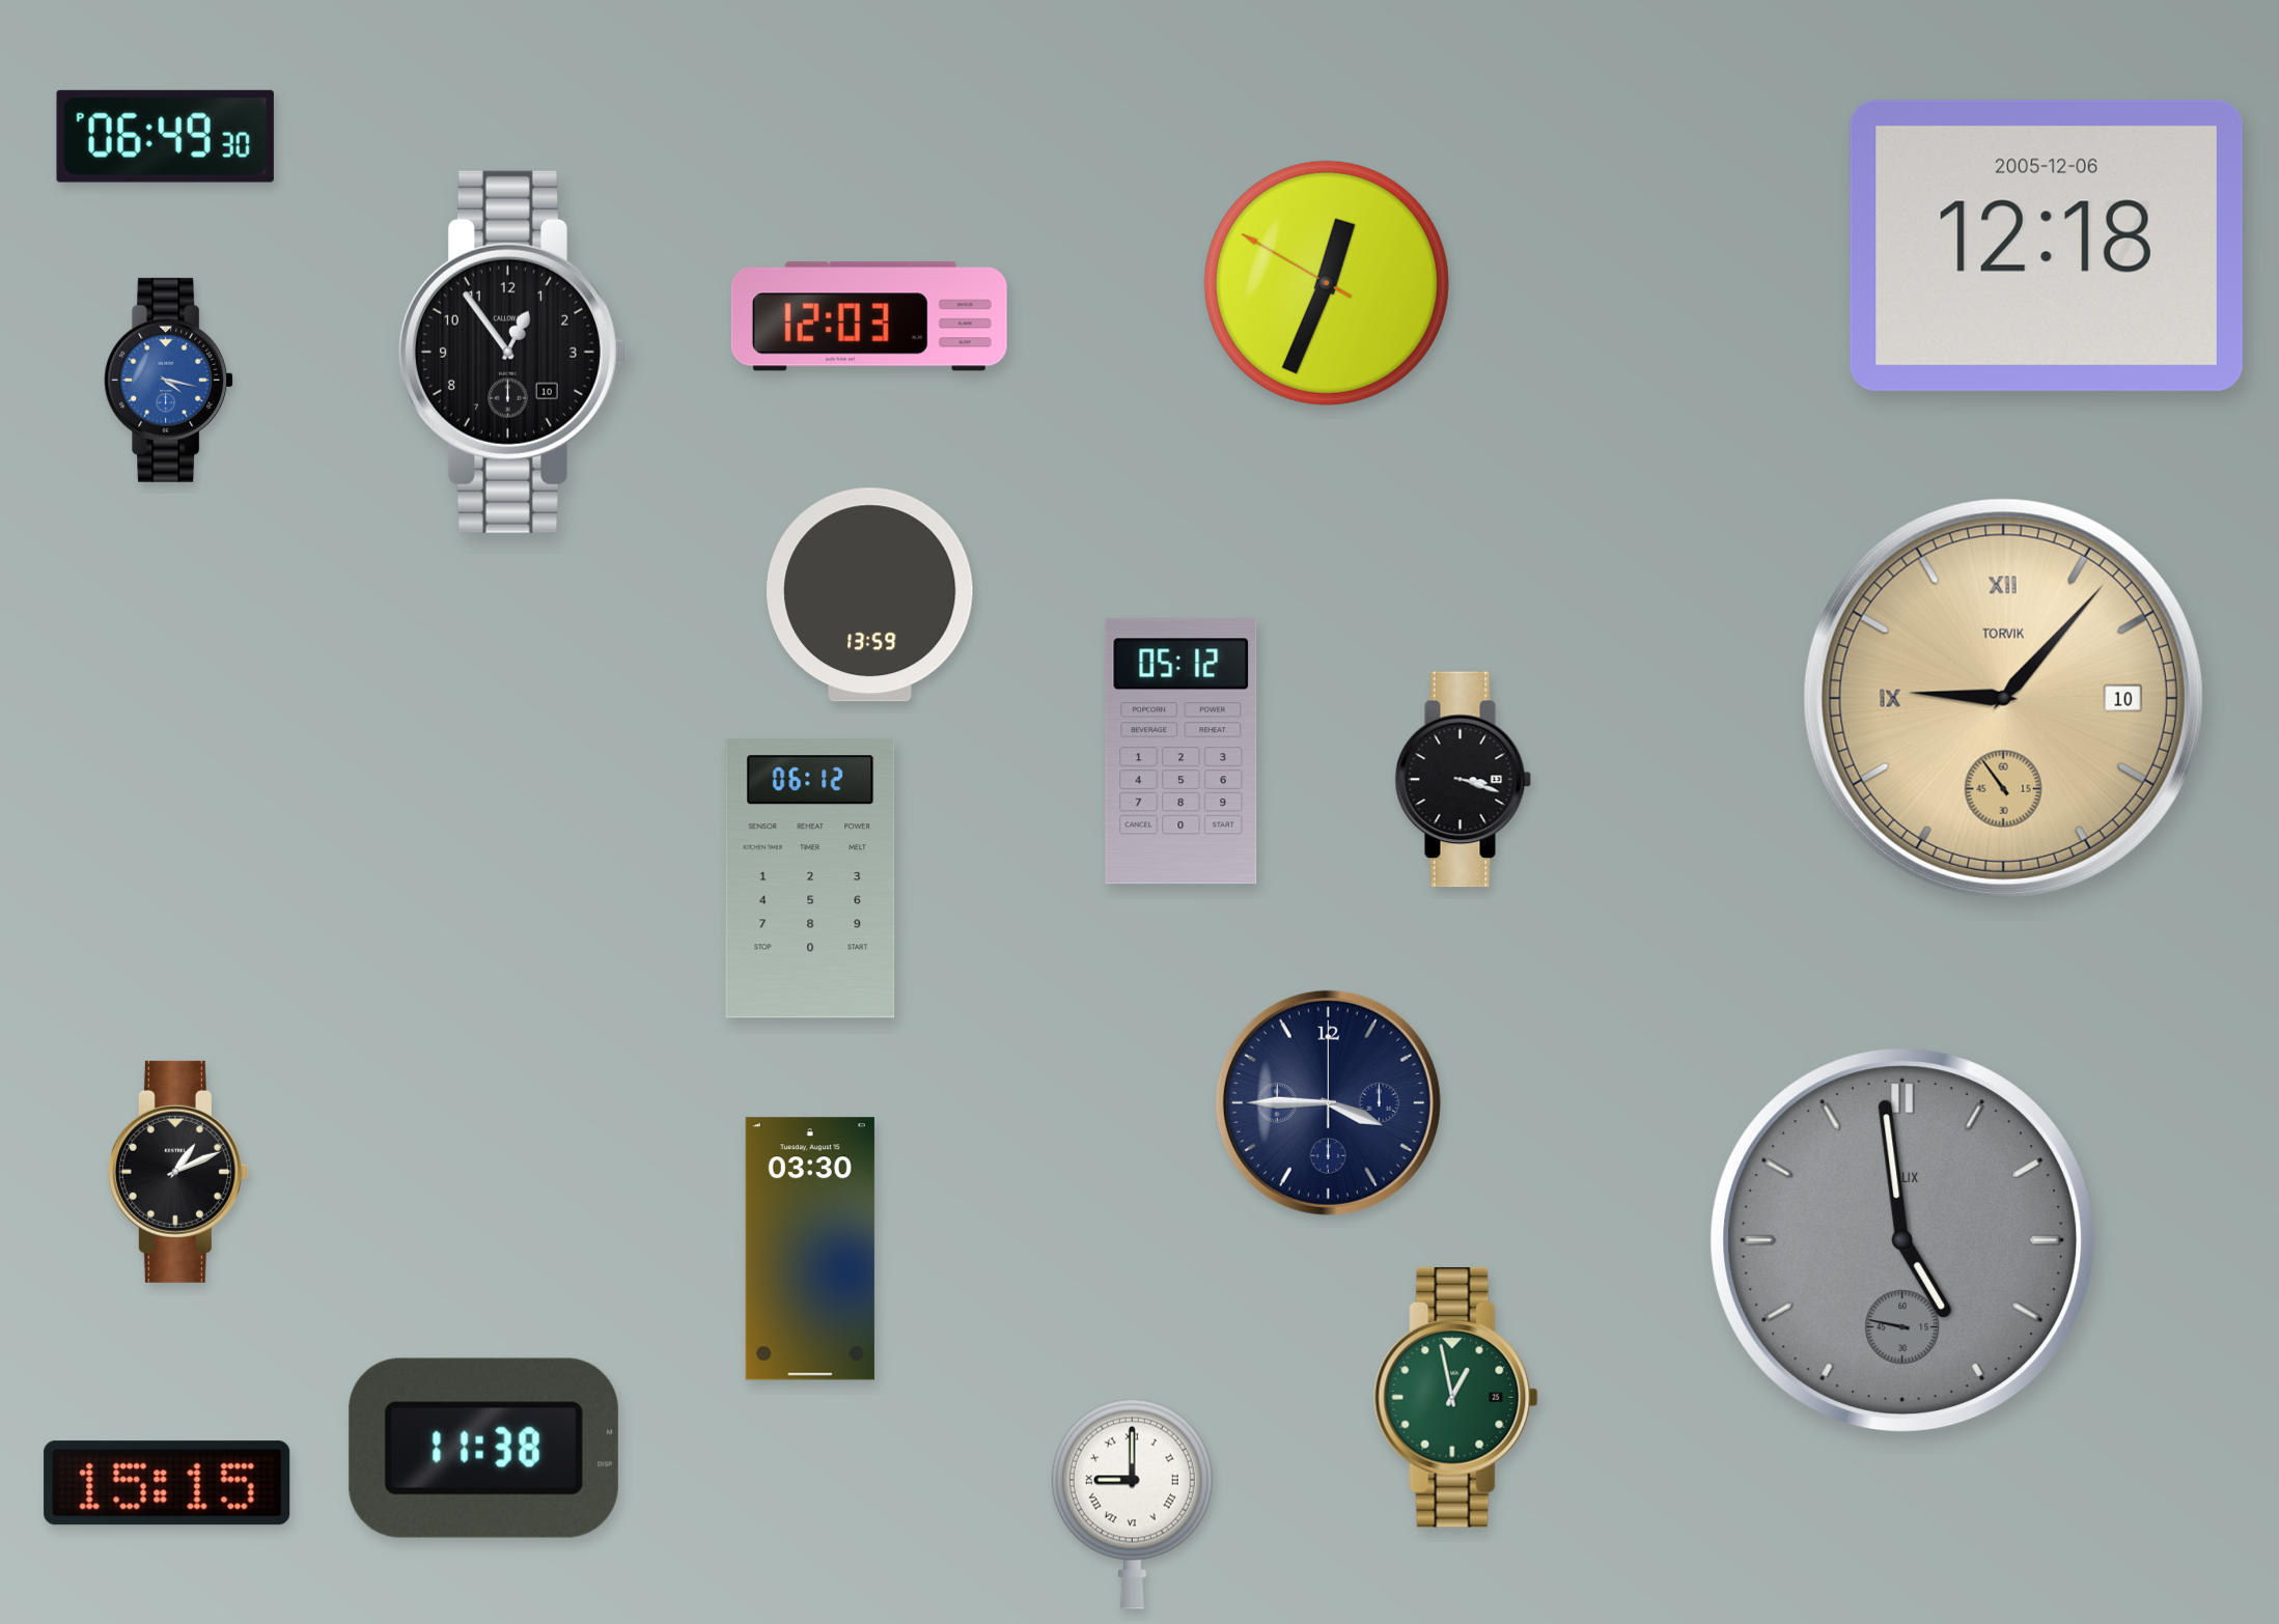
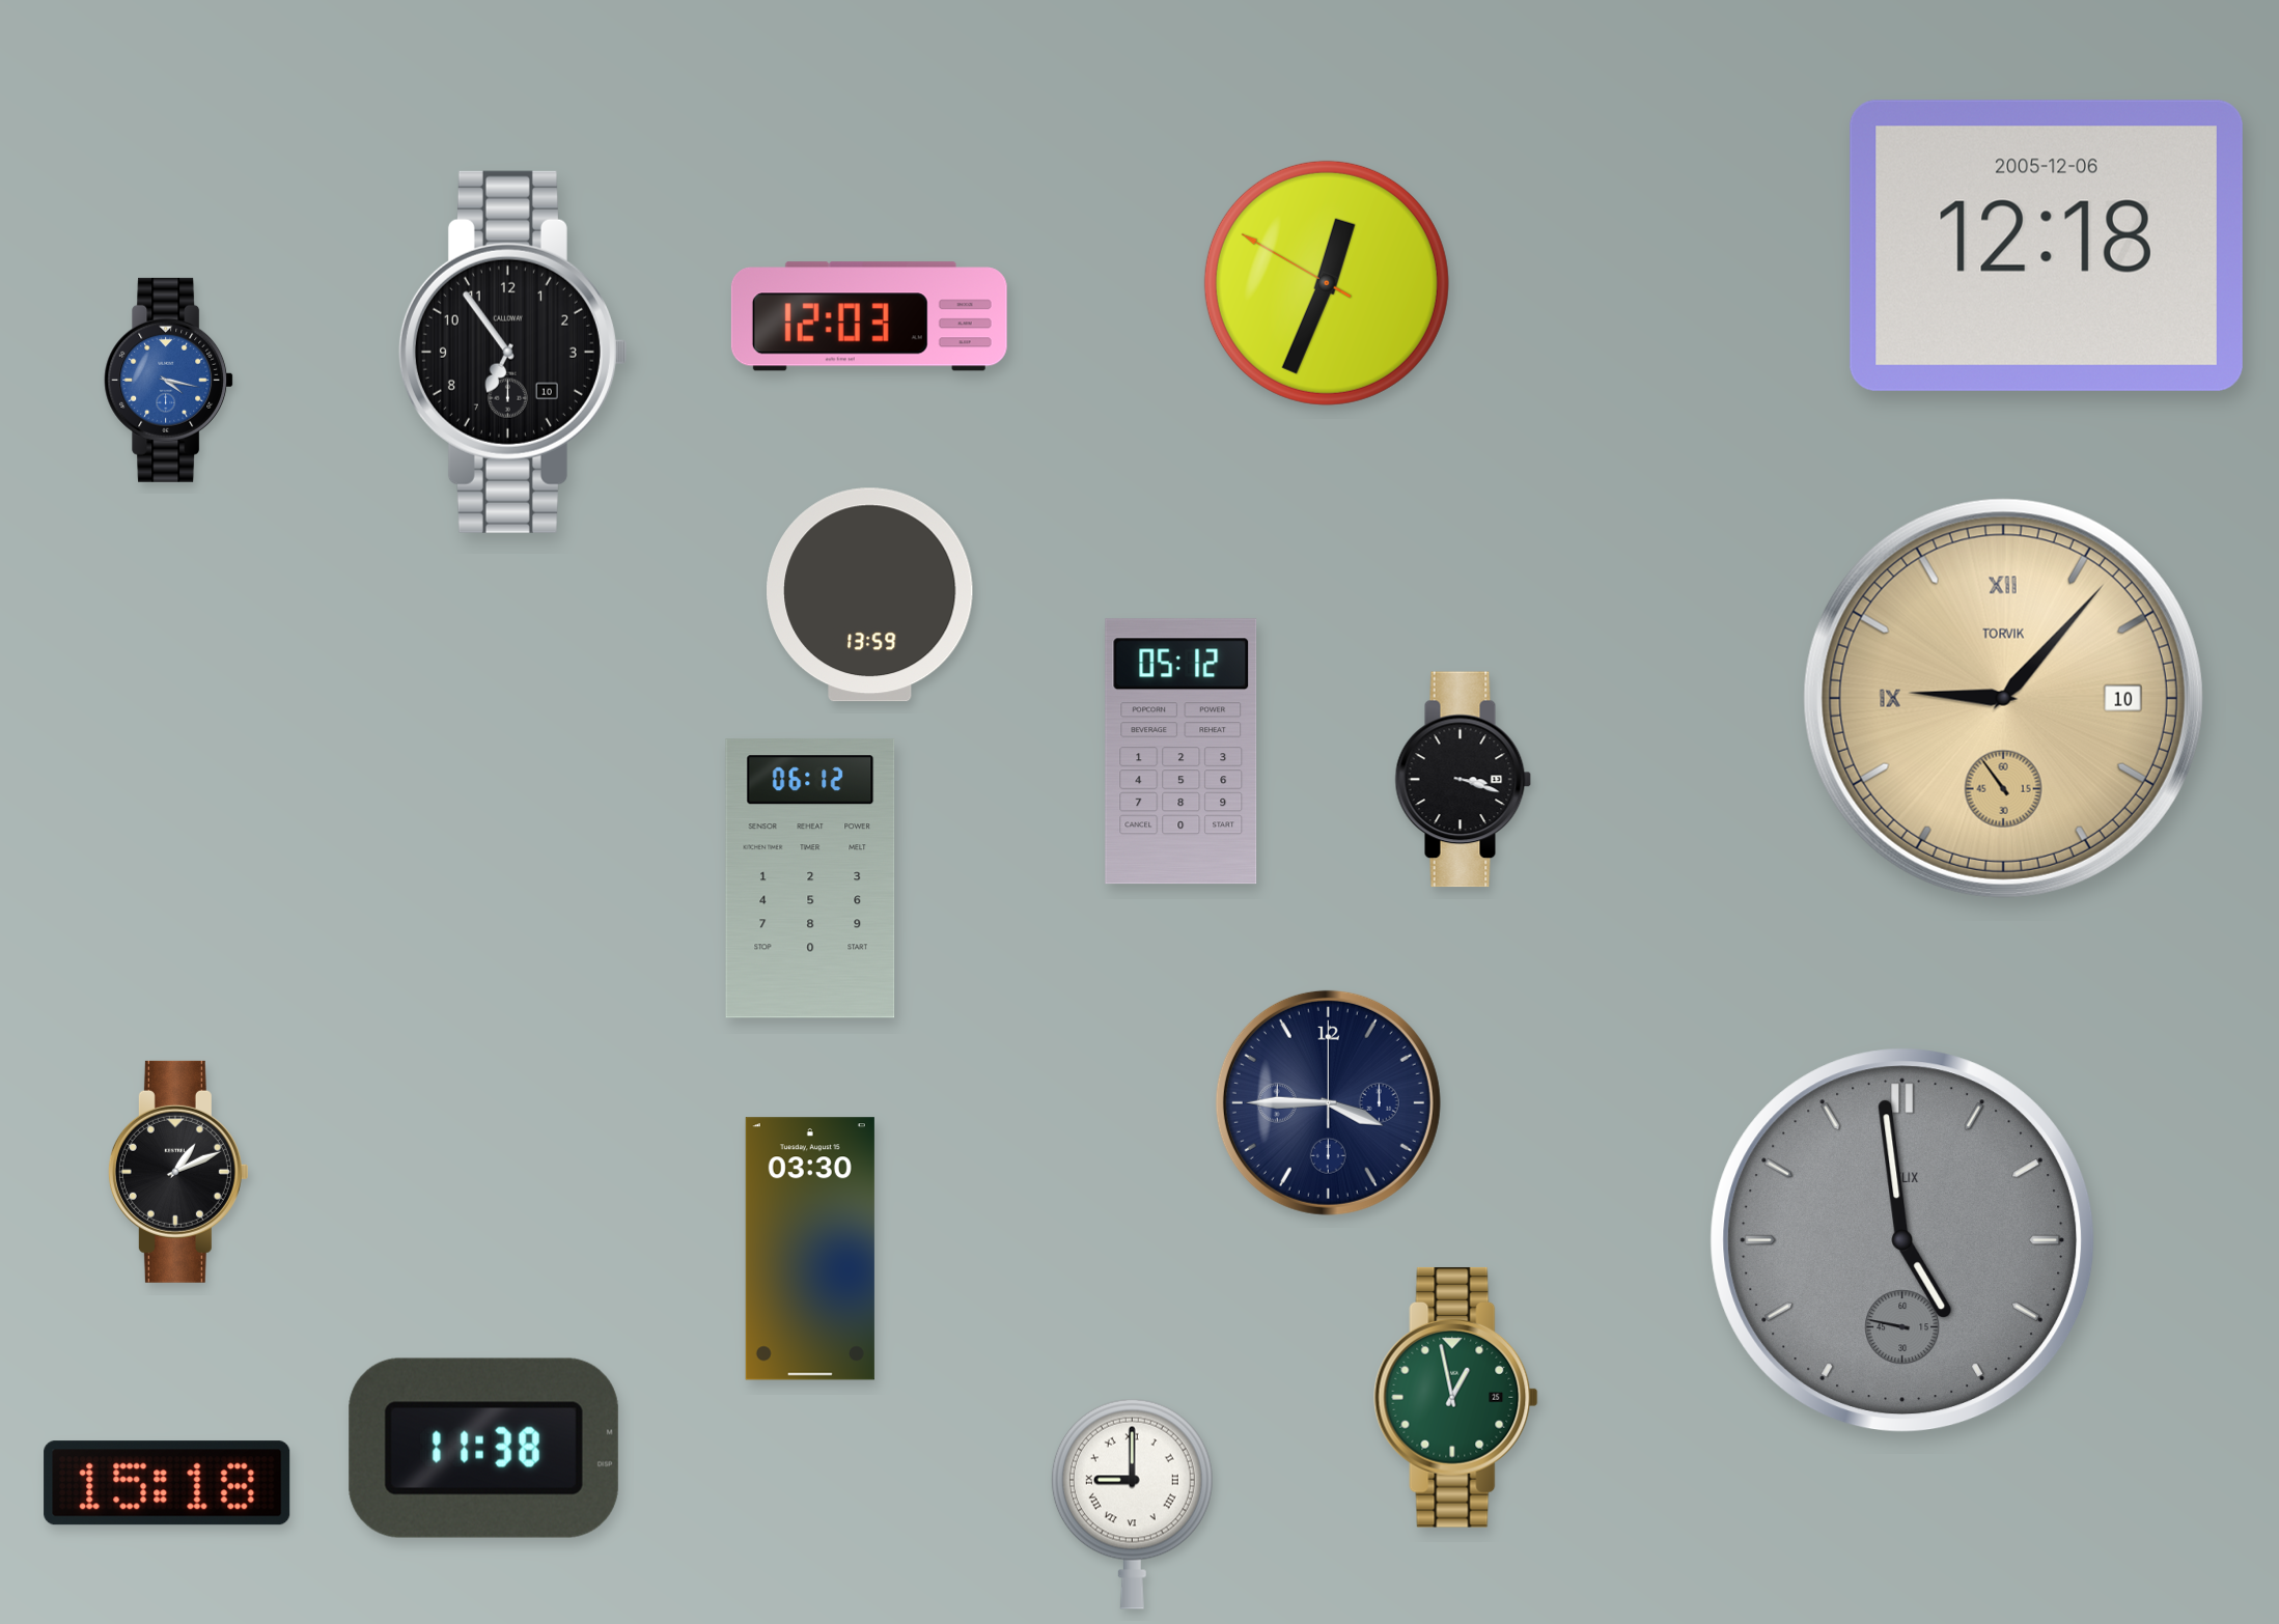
clock at (165, 136): 06:49 -> none
clock at (512, 352): 12:54 -> 6:54
clock at (167, 1483): 15:15 -> 15:18
